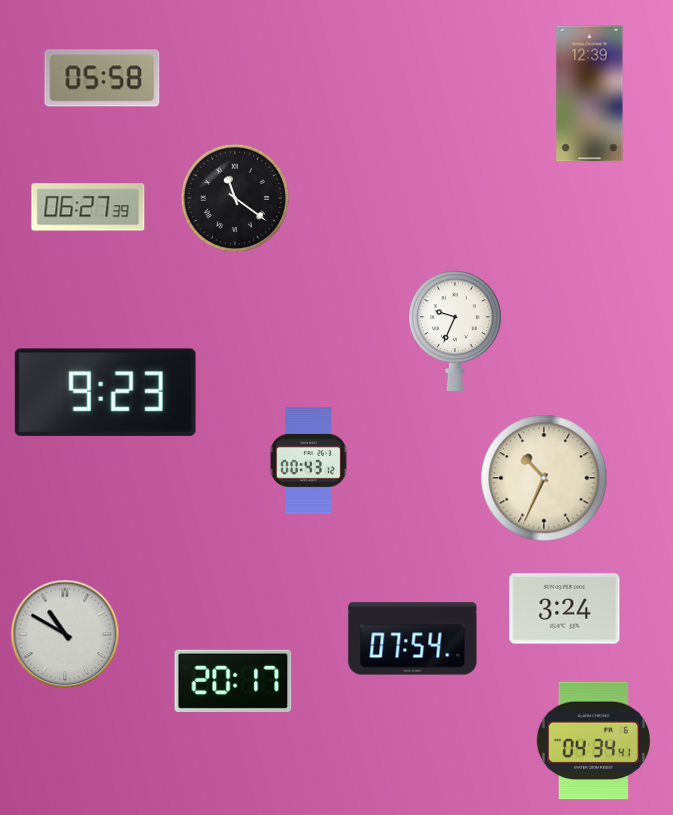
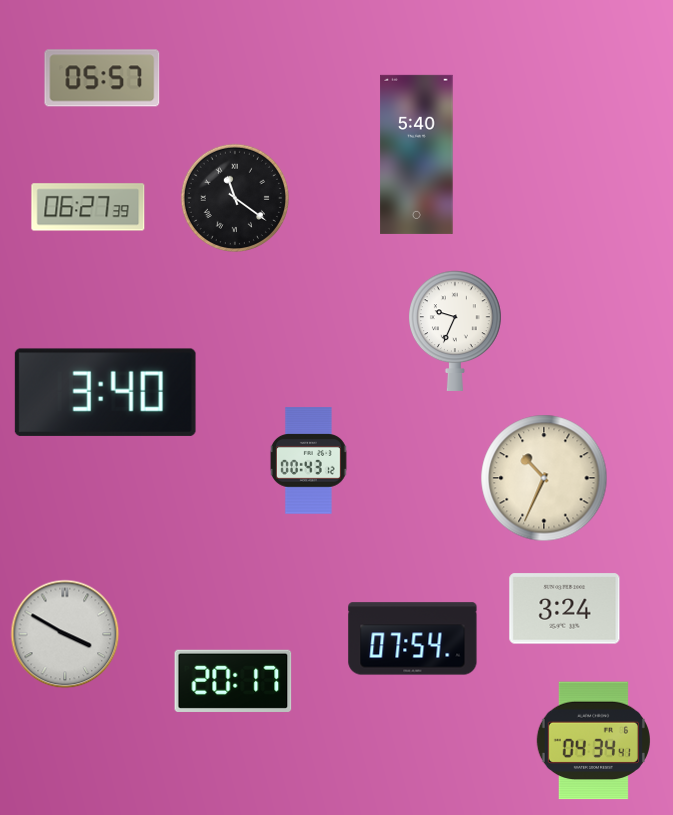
clock at (102, 78): 05:58 -> 05:57
clock at (590, 94): 12:39 -> none
clock at (417, 154): none -> 5:40
clock at (105, 392): 9:23 -> 3:40
clock at (65, 634): 10:50 -> 3:50
